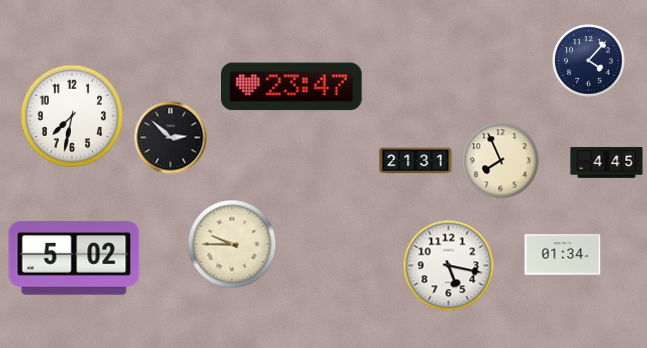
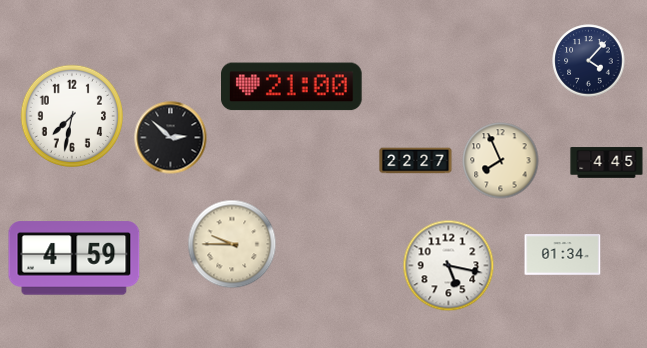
clock at (292, 87): 23:47 -> 21:00
clock at (416, 161): 21:31 -> 22:27
clock at (74, 258): 5:02 -> 4:59
